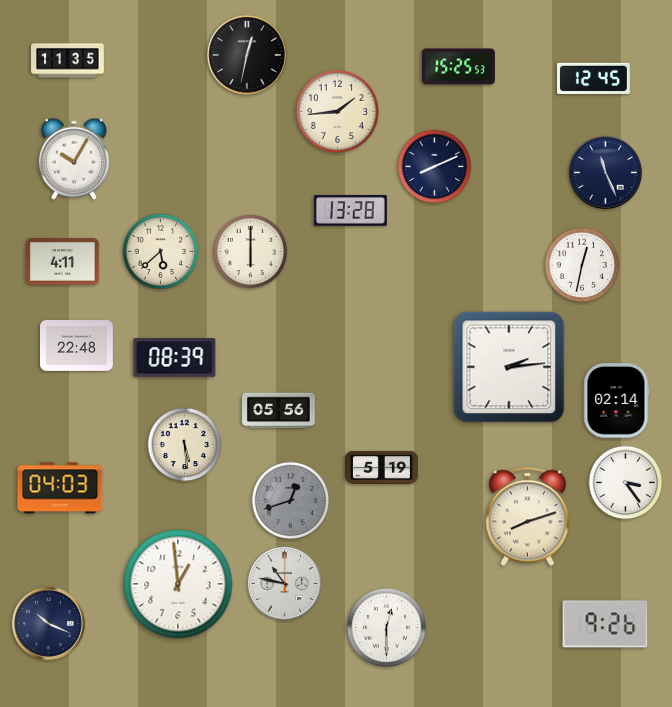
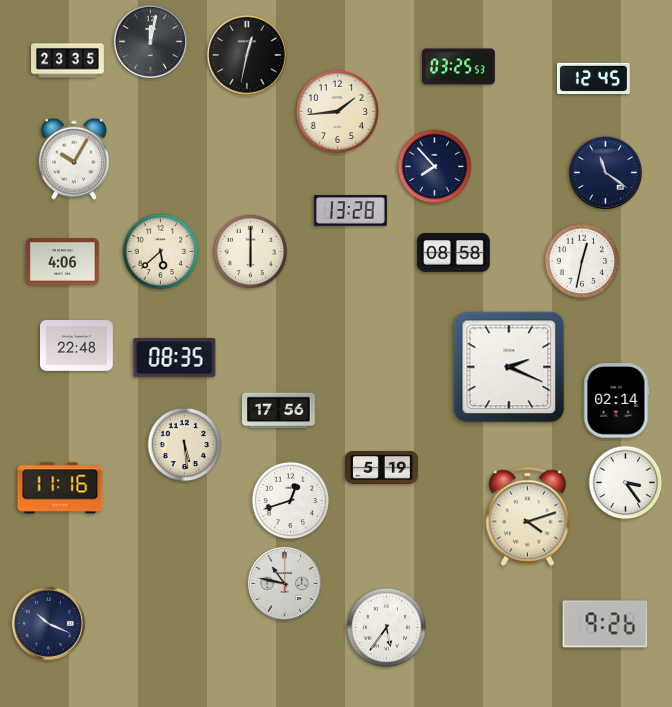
clock at (150, 41): none -> 12:02
clock at (68, 61): 11:35 -> 23:35
clock at (459, 67): 15:25 -> 03:25
clock at (435, 167): 8:11 -> 7:53
clock at (605, 172): 11:26 -> 11:21
clock at (453, 253): none -> 08:58
clock at (63, 262): 4:11 -> 4:06
clock at (582, 265) position: (582, 265) -> (582, 261)
clock at (175, 358): 08:39 -> 08:35
clock at (509, 367): 2:14 -> 2:19
clock at (279, 411): 05:56 -> 17:56
clock at (60, 488): 04:03 -> 11:16
clock at (291, 501) dial: grey -> white
clock at (527, 517): 8:12 -> 4:12
clock at (178, 584): 12:59 -> none
clock at (386, 627): 12:30 -> 5:36
